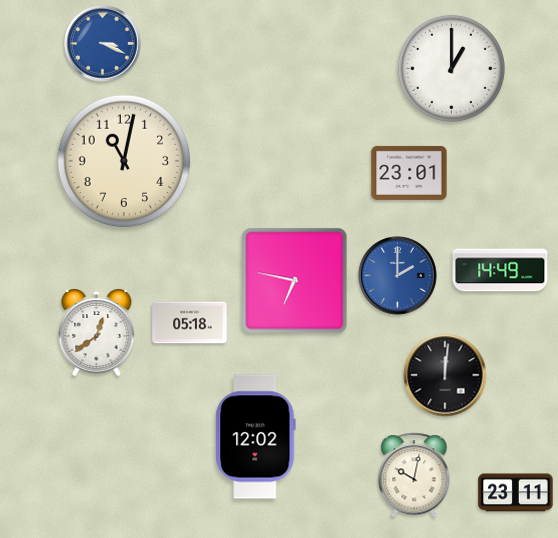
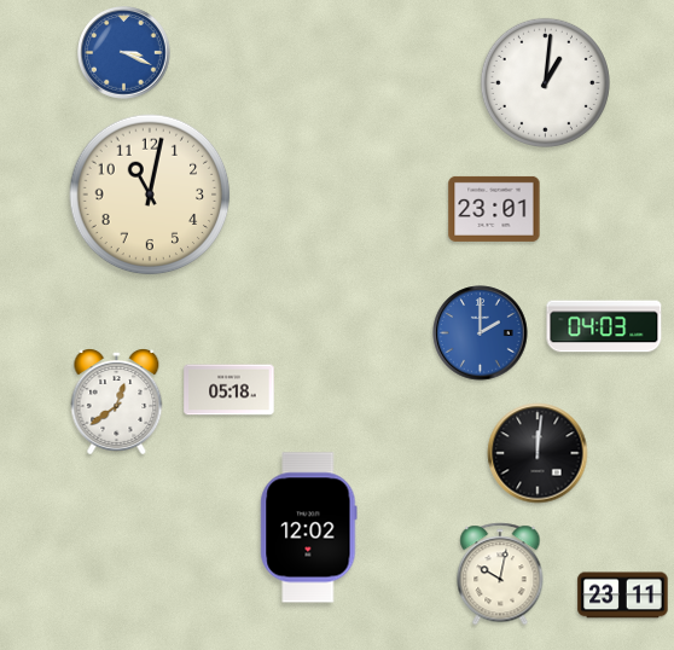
clock at (451, 68): 1:00 -> 1:01
clock at (500, 270): 14:49 -> 04:03
clock at (295, 281): 6:47 -> none
